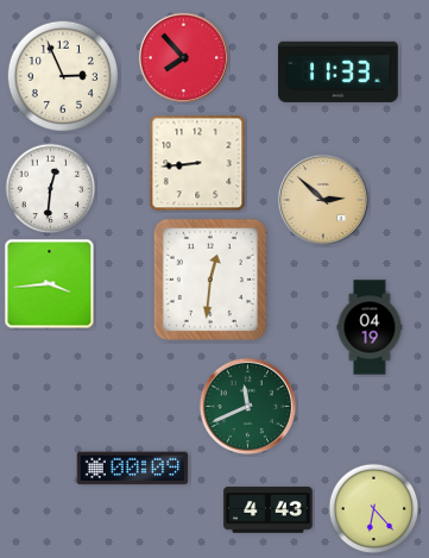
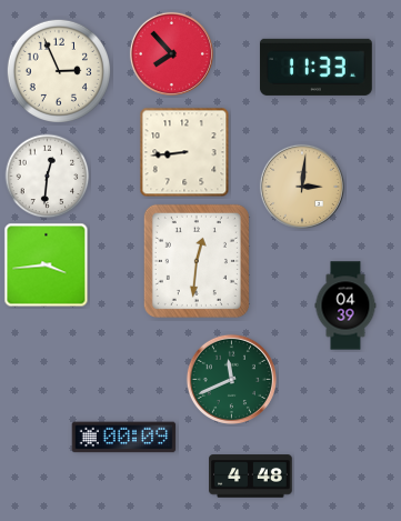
clock at (323, 200): 2:52 -> 3:01
clock at (370, 327): 04:19 -> 04:39
clock at (374, 509): 6:23 -> none
clock at (269, 510): 4:43 -> 4:48
